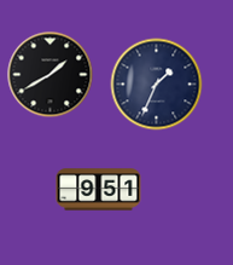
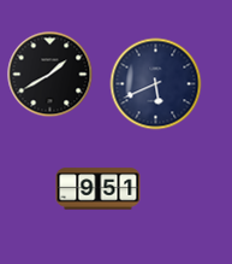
clock at (157, 85): 1:34 -> 5:41
